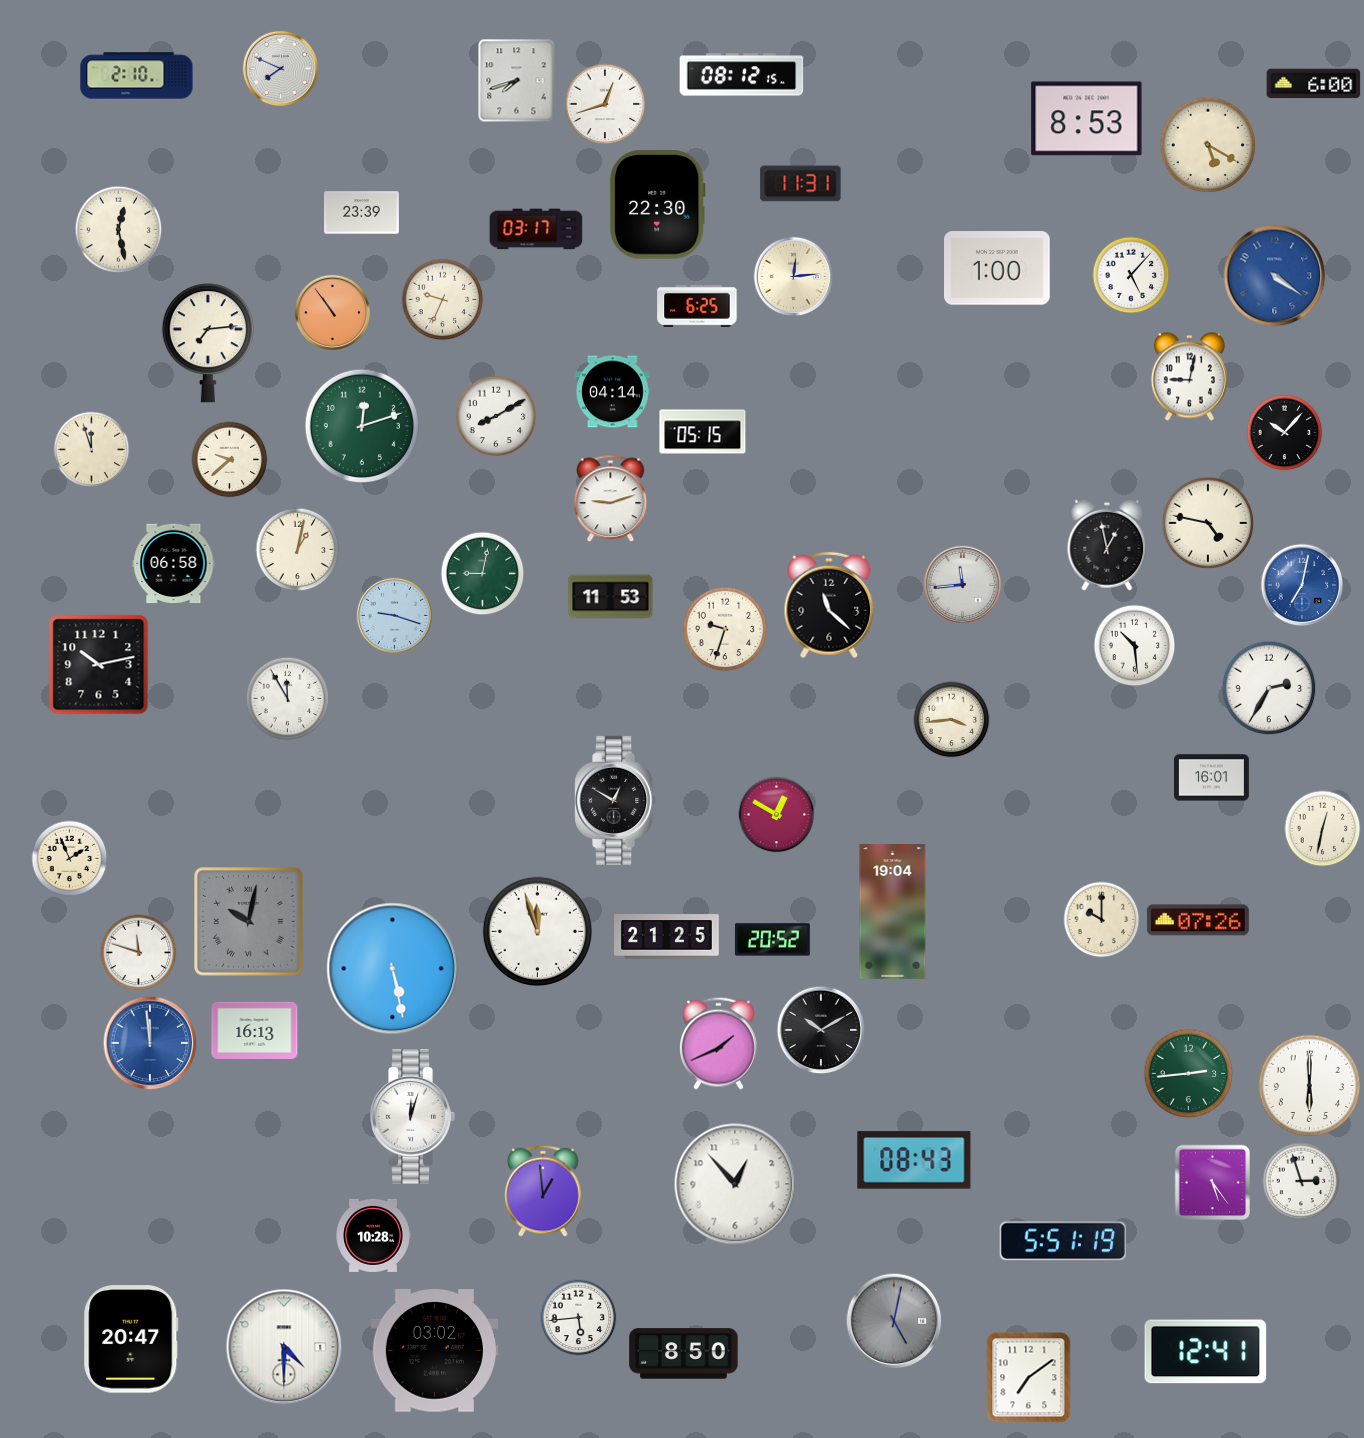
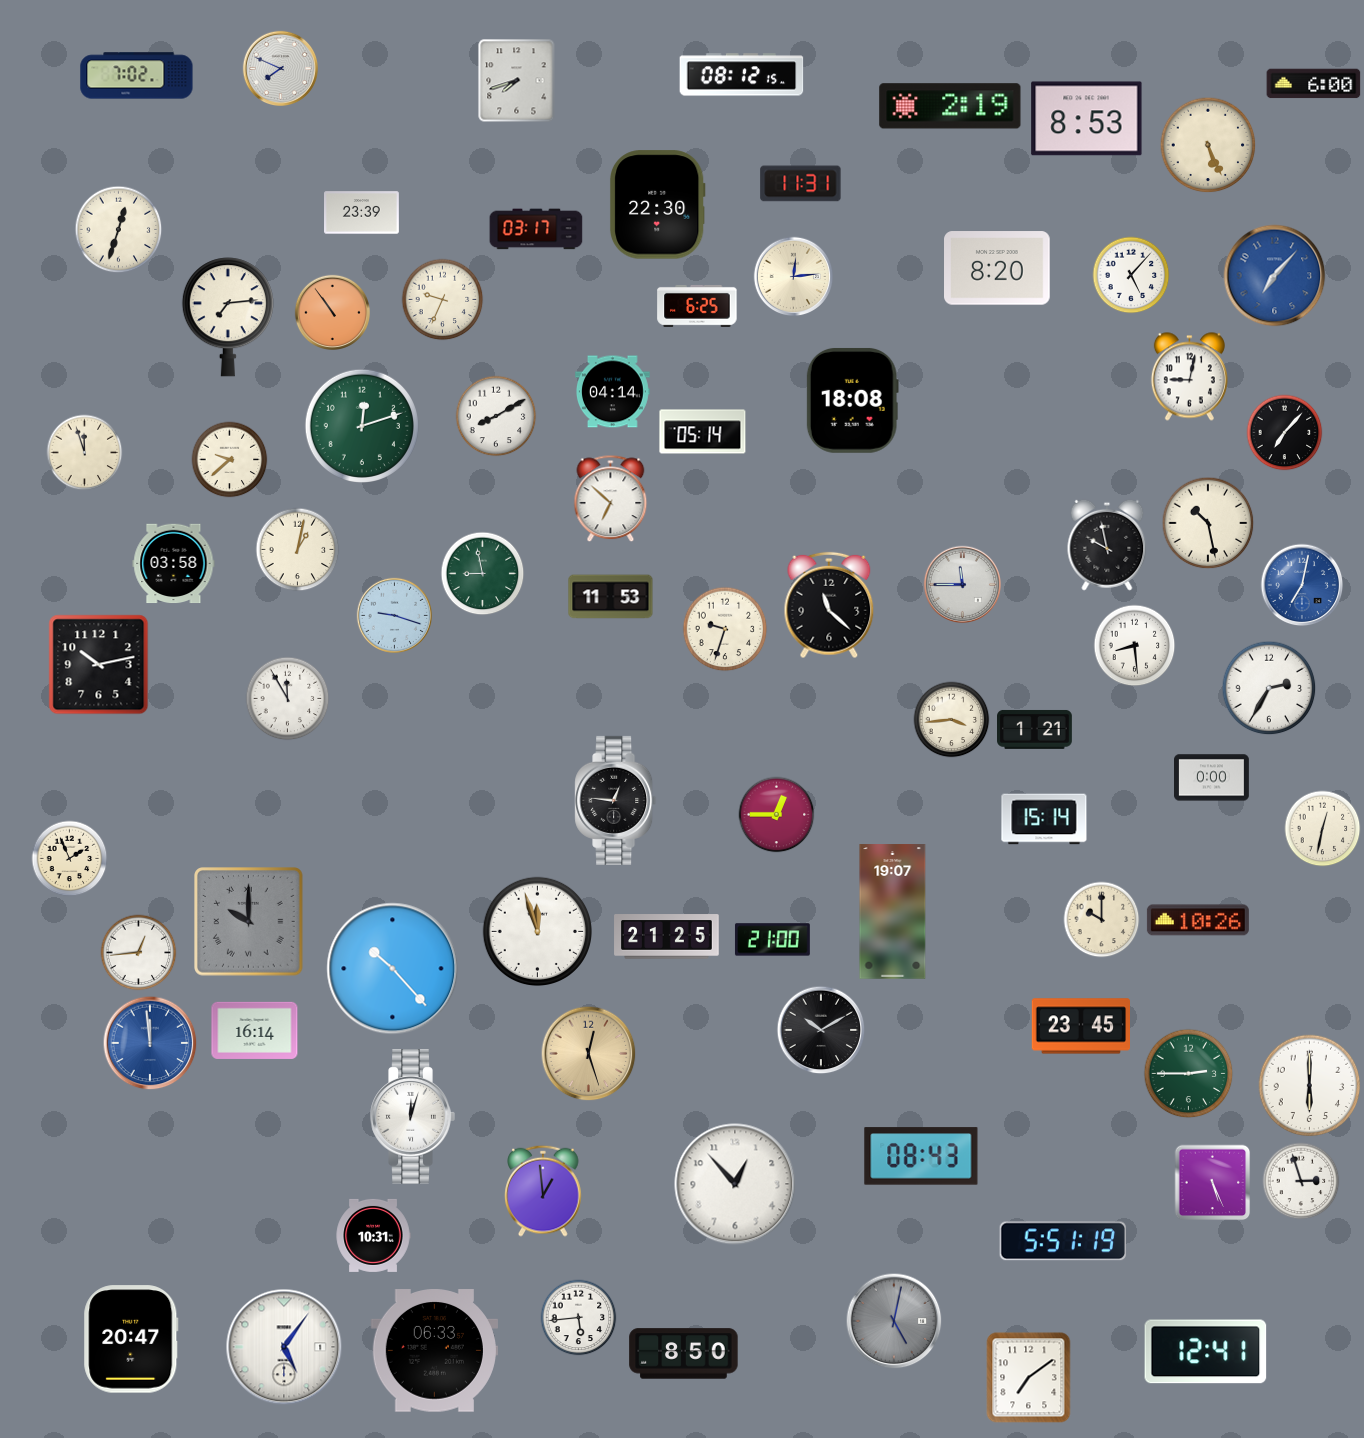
clock at (137, 76): 2:10 -> 7:02
clock at (605, 104): 12:42 -> none
clock at (950, 106): none -> 2:19
clock at (1208, 145): 5:20 -> 5:26
clock at (119, 230): 12:28 -> 12:33
clock at (997, 268): 1:00 -> 8:20
clock at (1275, 276): 4:21 -> 7:07
clock at (208, 343) position: (208, 343) -> (228, 317)
clock at (852, 400): none -> 18:08
clock at (703, 432): 05:15 -> 05:14
clock at (1285, 433): 10:07 -> 7:07
clock at (92, 450) position: (92, 450) -> (85, 453)
clock at (611, 499): 9:12 -> 6:52
clock at (1208, 523): 4:47 -> 10:28
clock at (1107, 545): 12:58 -> 9:58
clock at (174, 564): 06:58 -> 03:58
clock at (483, 574): 9:02 -> 8:58
clock at (963, 585): 11:44 -> 11:45
clock at (1135, 646): 10:29 -> 8:29
clock at (1035, 729): none -> 1:21
clock at (1212, 778): 16:01 -> 0:00
clock at (616, 800): 12:50 -> 12:46
clock at (777, 815): 12:50 -> 12:45
clock at (1044, 819): none -> 15:14
clock at (893, 912): 19:04 -> 19:07
clock at (1198, 920): 07:26 -> 10:26
clock at (249, 922): 10:02 -> 10:00
clock at (772, 940): 20:52 -> 21:00
clock at (139, 953): 11:48 -> 12:44
clock at (393, 969): 5:28 -> 10:23
clock at (1080, 1026): none -> 23:45
clock at (255, 1030): 16:13 -> 16:14
clock at (718, 1043): 1:41 -> none
clock at (589, 1054): none -> 12:27
clock at (1189, 1074): 2:44 -> 2:45
clock at (914, 1160) position: (914, 1160) -> (921, 1156)
clock at (1213, 1183): 5:24 -> 5:26
clock at (373, 1235): 10:28 -> 10:31
clock at (284, 1347): 4:30 -> 5:06
clock at (434, 1351): 03:02 -> 06:33
